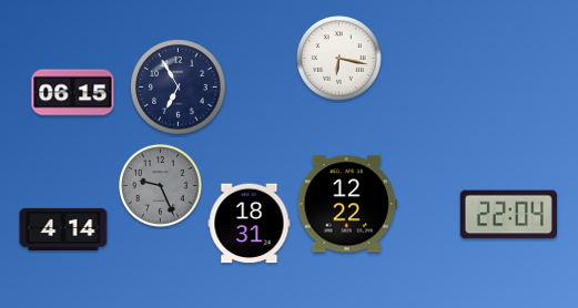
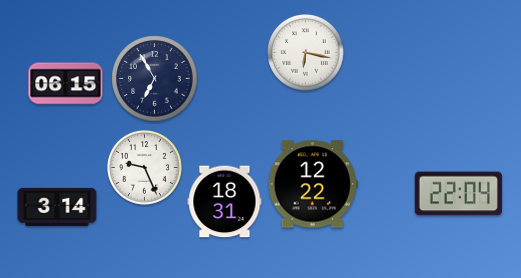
clock at (179, 88) position: (179, 88) -> (155, 79)
clock at (161, 186) dial: grey -> white
clock at (63, 229): 4:14 -> 3:14
